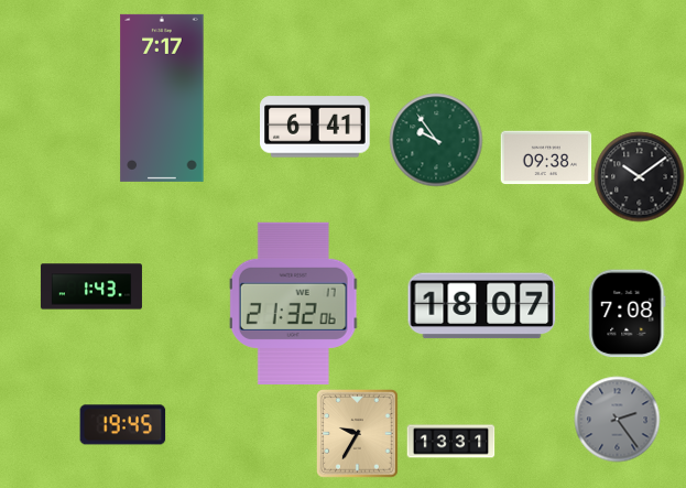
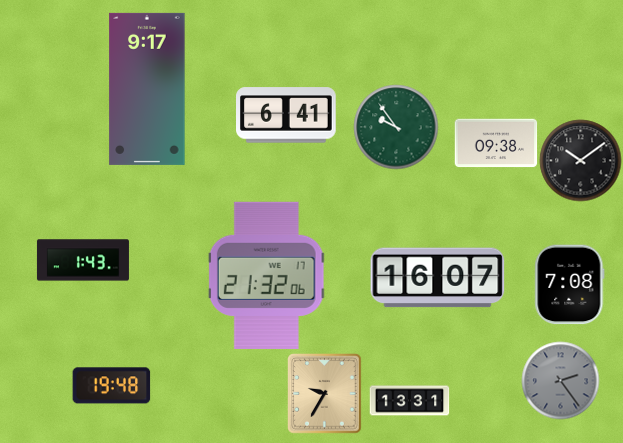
clock at (162, 98): 7:17 -> 9:17
clock at (482, 306): 18:07 -> 16:07
clock at (122, 425): 19:45 -> 19:48
